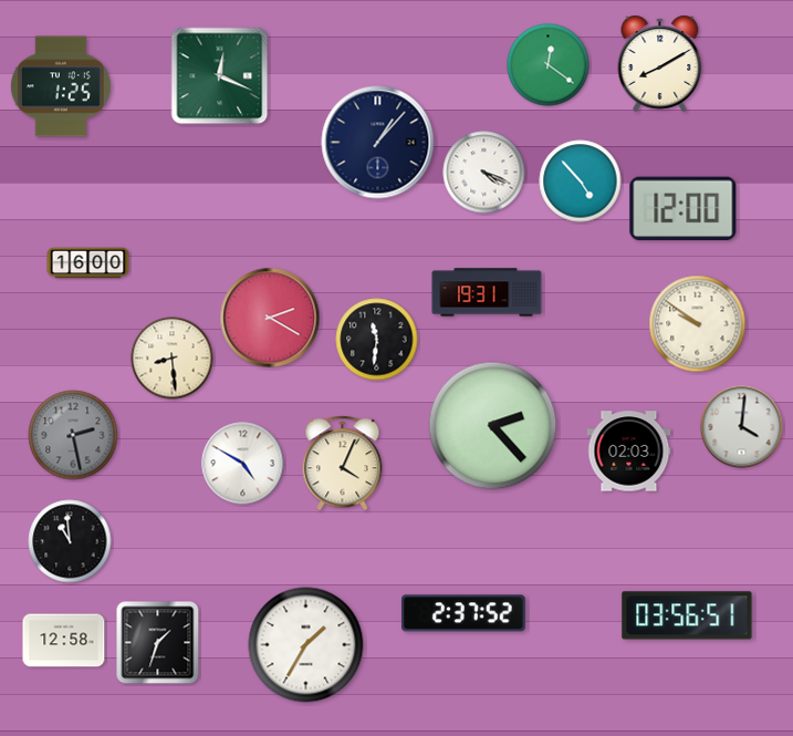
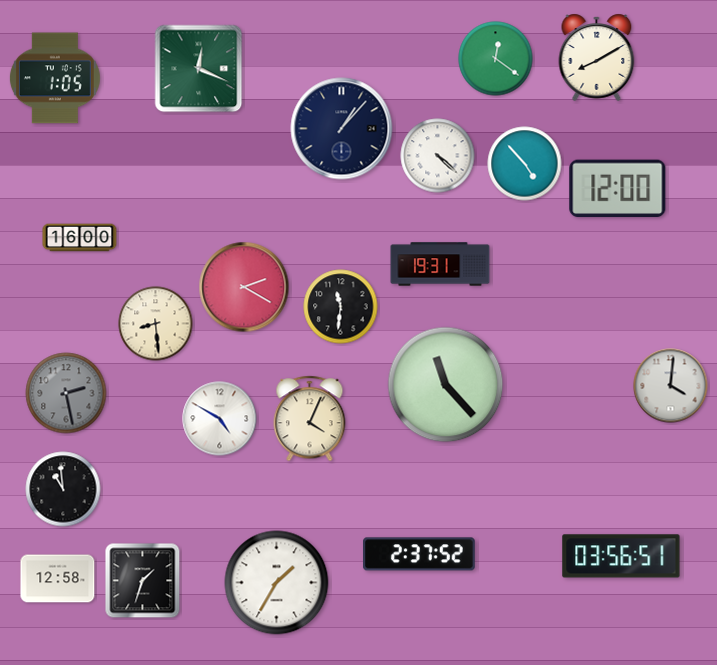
clock at (61, 86): 1:25 -> 1:05
clock at (484, 173): 4:19 -> 4:22
clock at (698, 324): 9:51 -> none
clock at (493, 426): 2:23 -> 11:23
clock at (629, 452): 02:03 -> none
